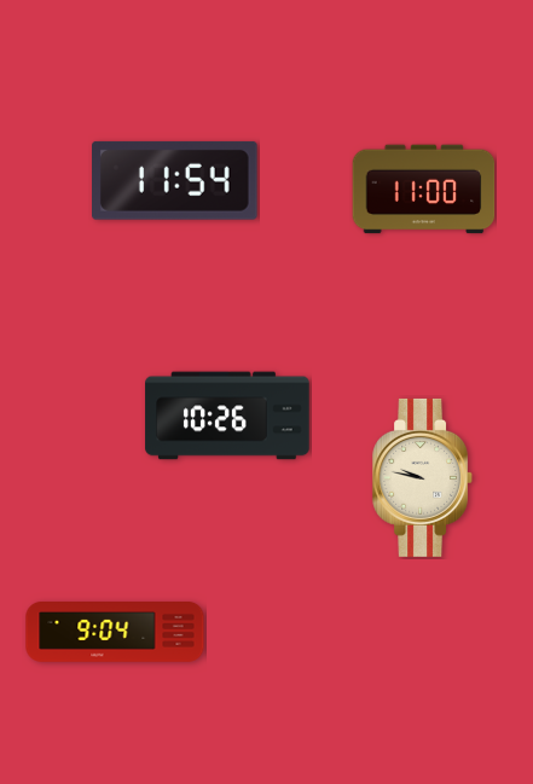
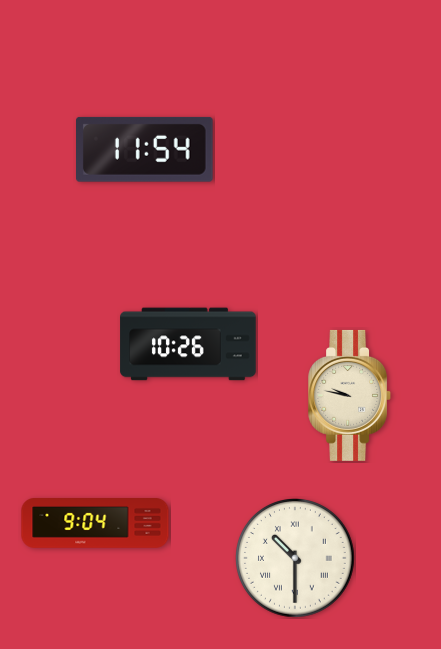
clock at (424, 190): 11:00 -> none
clock at (295, 559): none -> 10:30
